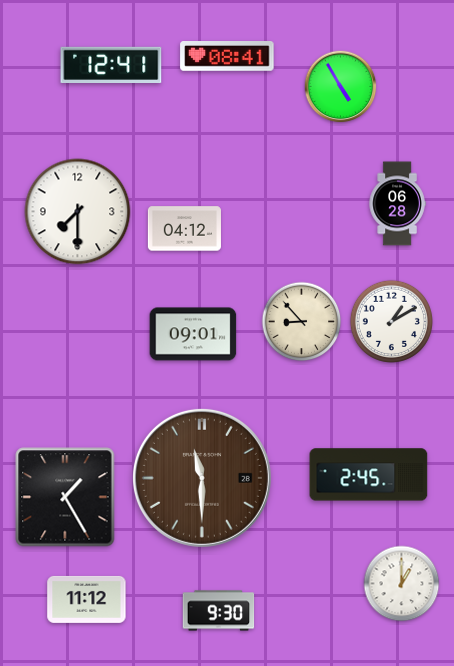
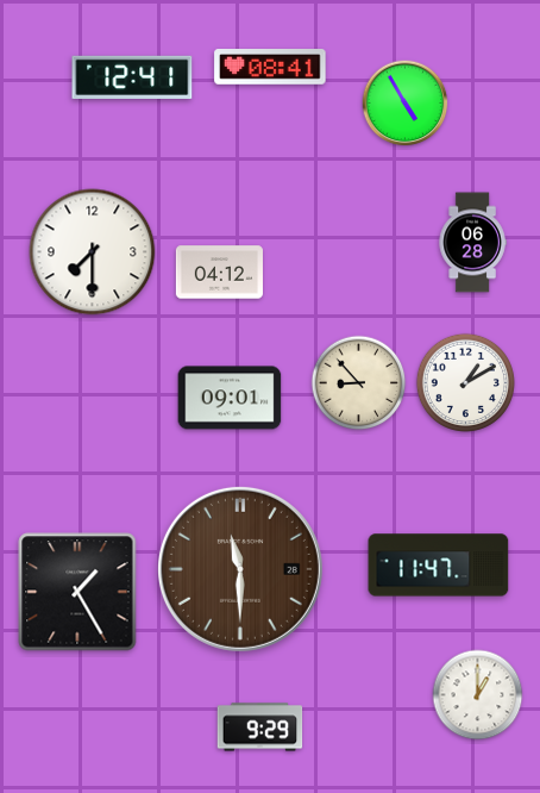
clock at (369, 475): 2:45 -> 11:47
clock at (87, 599): 11:12 -> none
clock at (219, 611): 9:30 -> 9:29
